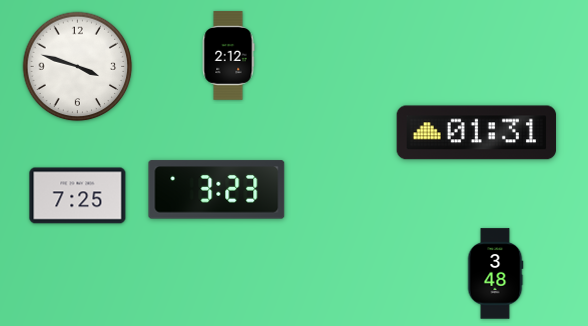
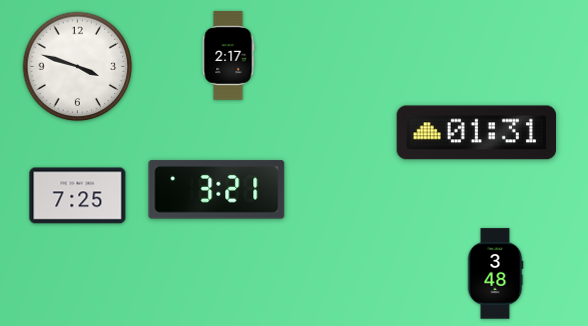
clock at (228, 56): 2:12 -> 2:17
clock at (217, 190): 3:23 -> 3:21
